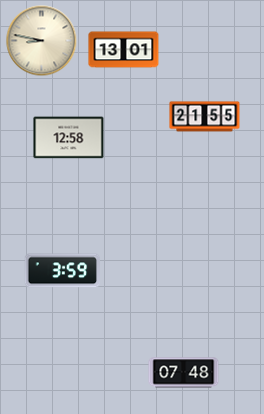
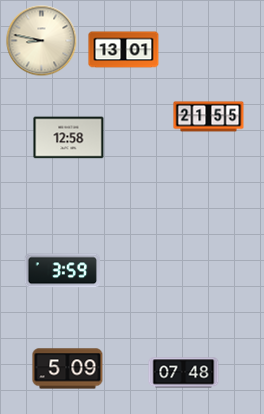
clock at (205, 117) position: (205, 117) -> (209, 117)
clock at (68, 369): none -> 5:09
